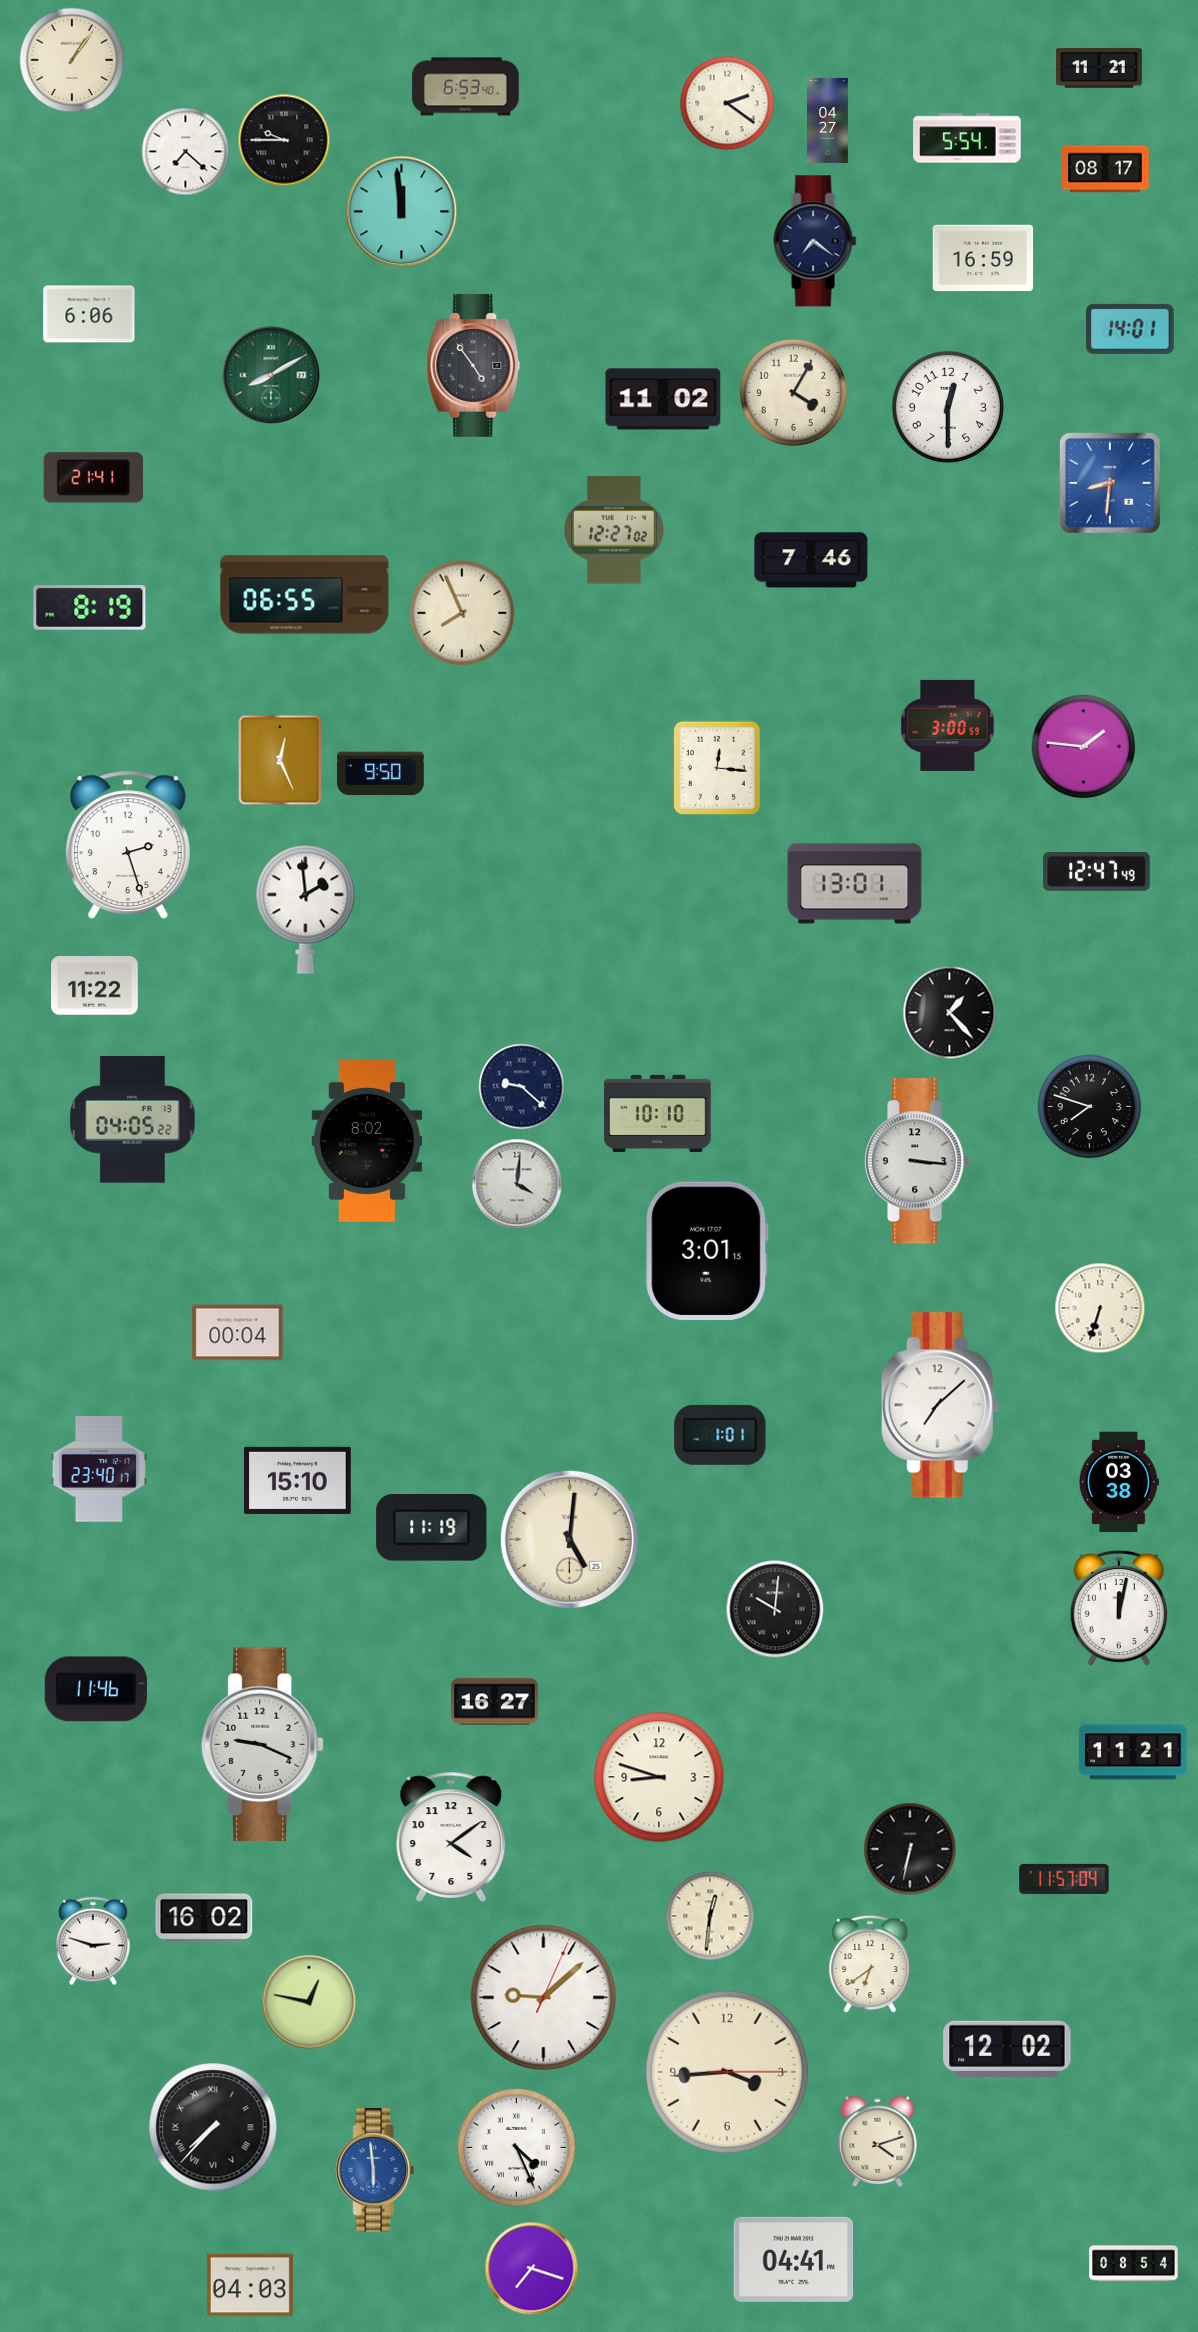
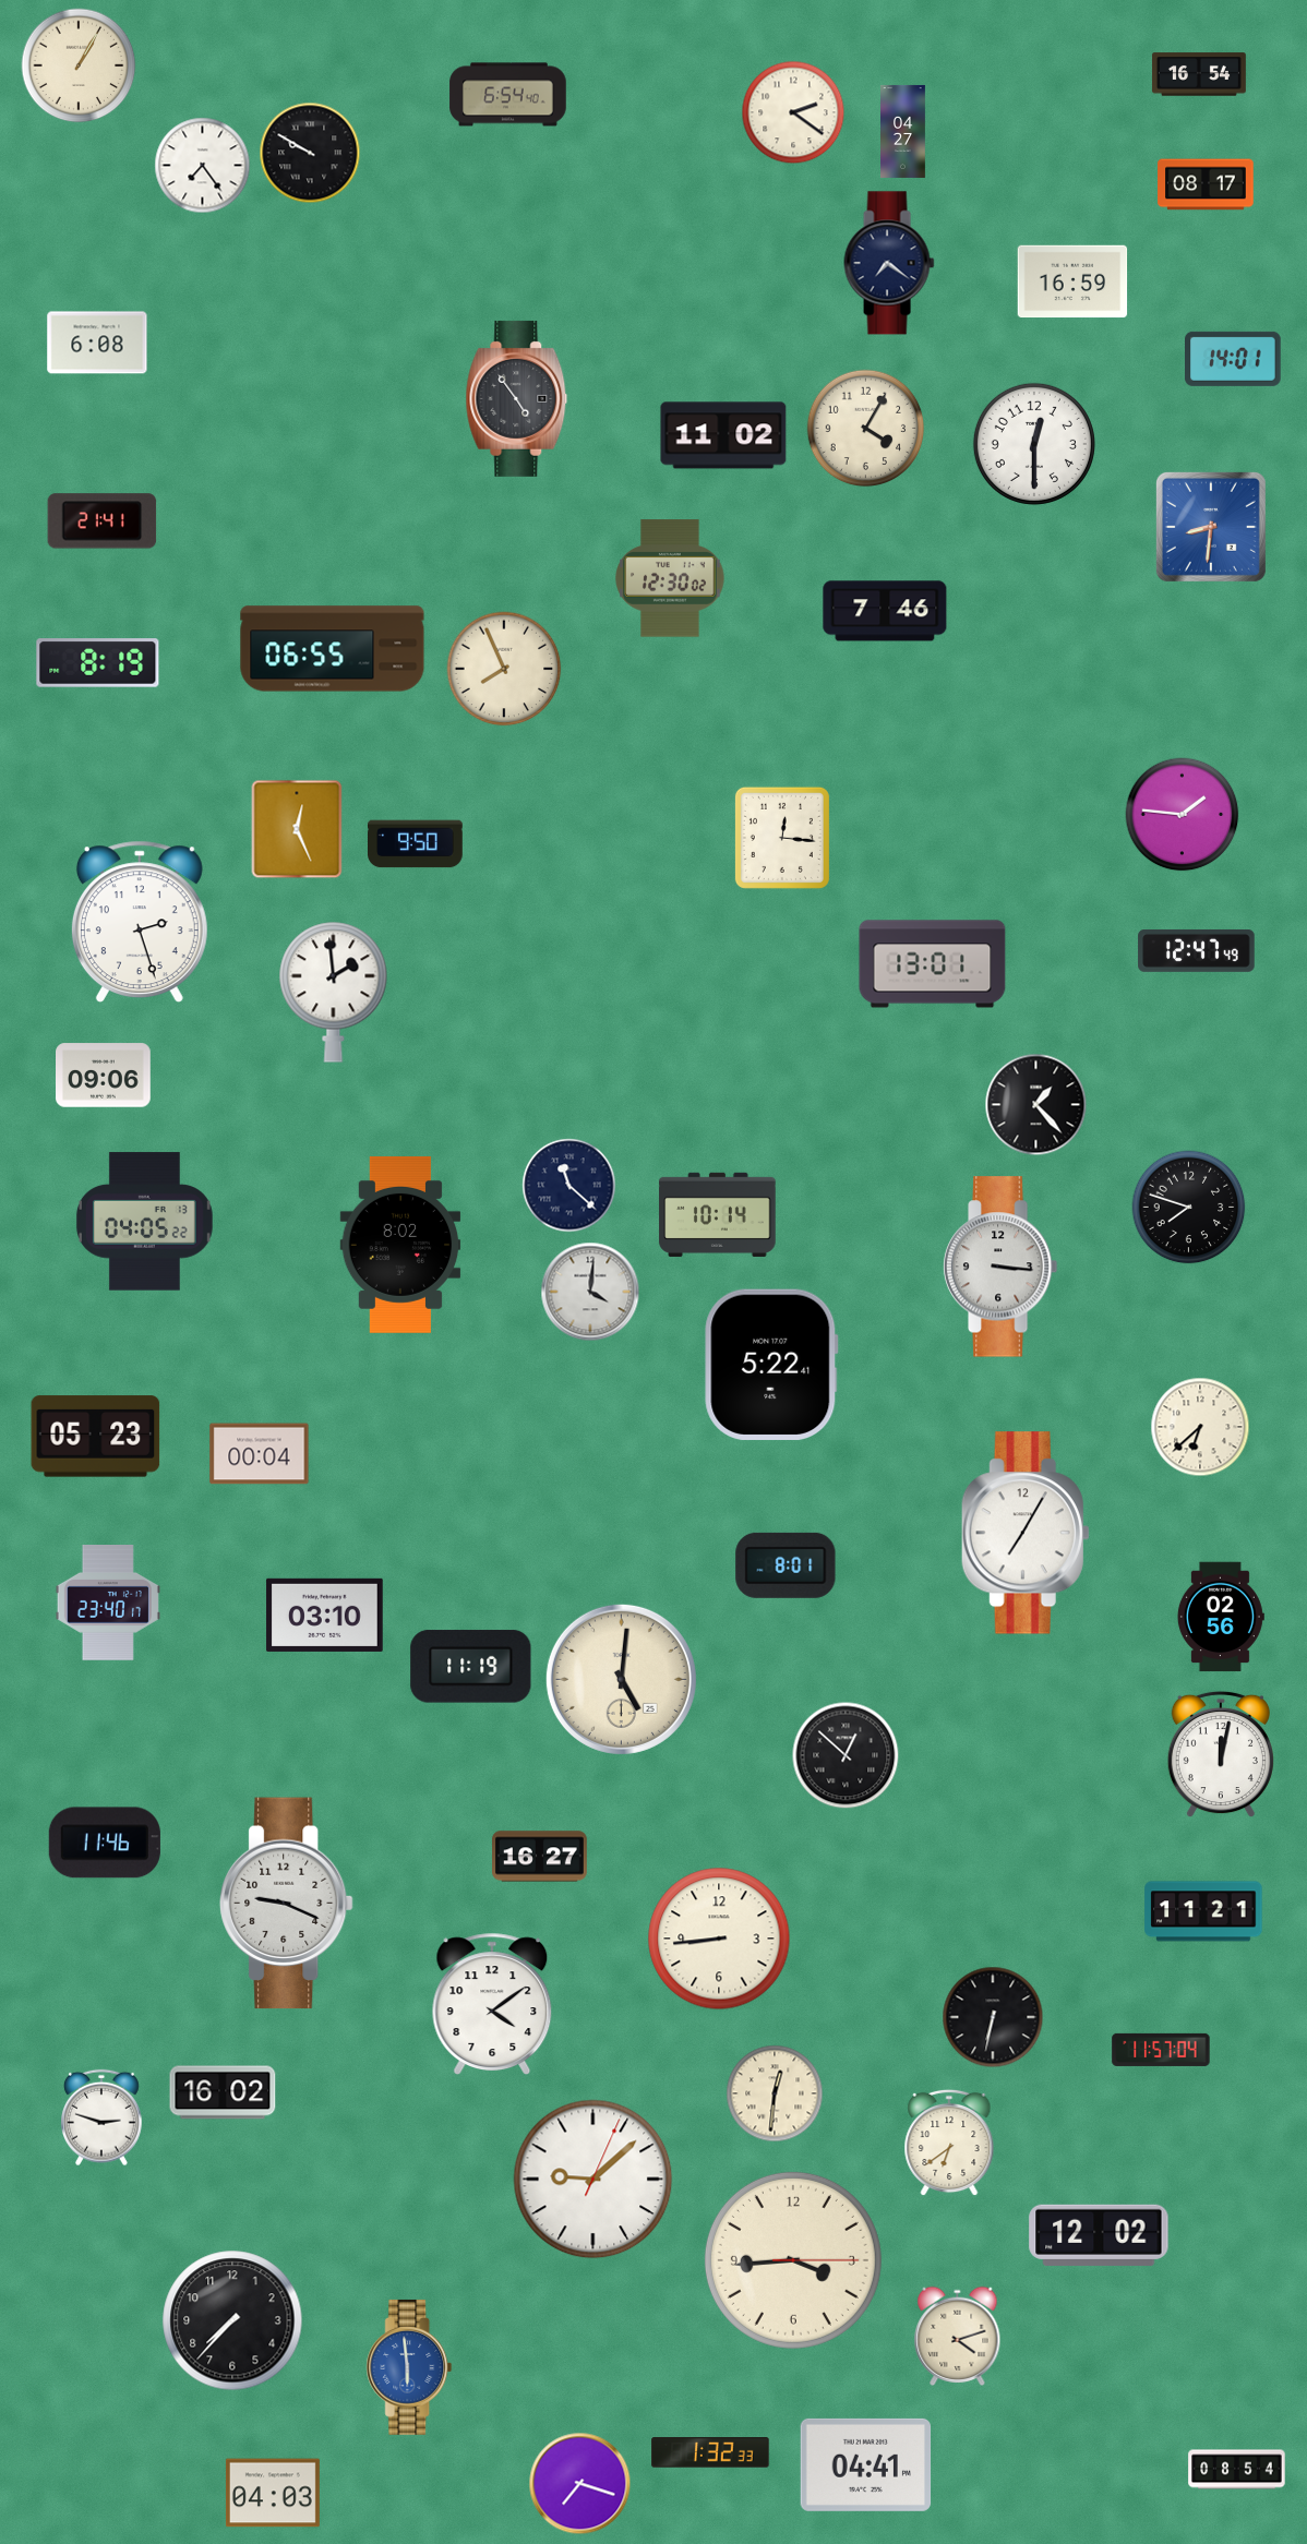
clock at (72, 60): 1:06 -> 1:05
clock at (1099, 68): 11:21 -> 16:54
clock at (466, 87): 6:53 -> 6:54
clock at (967, 138): 5:54 -> none
clock at (284, 140): 9:45 -> 9:50
clock at (186, 152): 7:22 -> 7:24
clock at (402, 212): 11:59 -> none
clock at (89, 314): 6:06 -> 6:08
clock at (271, 375): 8:10 -> none
clock at (614, 530): 12:27 -> 12:30
clock at (948, 725): 3:00 -> none
clock at (280, 760) position: (280, 760) -> (297, 829)
clock at (95, 986): 11:22 -> 09:06
clock at (522, 1087): 9:22 -> 11:22
clock at (658, 1113): 10:10 -> 10:14
clock at (517, 1184) position: (517, 1184) -> (590, 1292)
clock at (707, 1251): 3:01 -> 5:22
clock at (1100, 1308): 6:33 -> 6:38
clock at (96, 1437): none -> 05:23
clock at (940, 1405): 7:08 -> 7:05
clock at (720, 1435): 1:01 -> 8:01
clock at (298, 1480): 15:10 -> 03:10
clock at (1119, 1482): 03:38 -> 02:56
clock at (775, 1609): 10:01 -> 12:52
clock at (1133, 1752) position: (1133, 1752) -> (1203, 1911)
clock at (659, 1777): 8:48 -> 8:44
clock at (710, 1916) position: (710, 1916) -> (775, 2093)
clock at (309, 2002): 12:47 -> none
clock at (213, 2127) numerals: Roman -> Arabic
clock at (516, 2147): 4:26 -> none
clock at (710, 2452): none -> 1:32
clock at (532, 2269) position: (532, 2269) -> (580, 2484)
